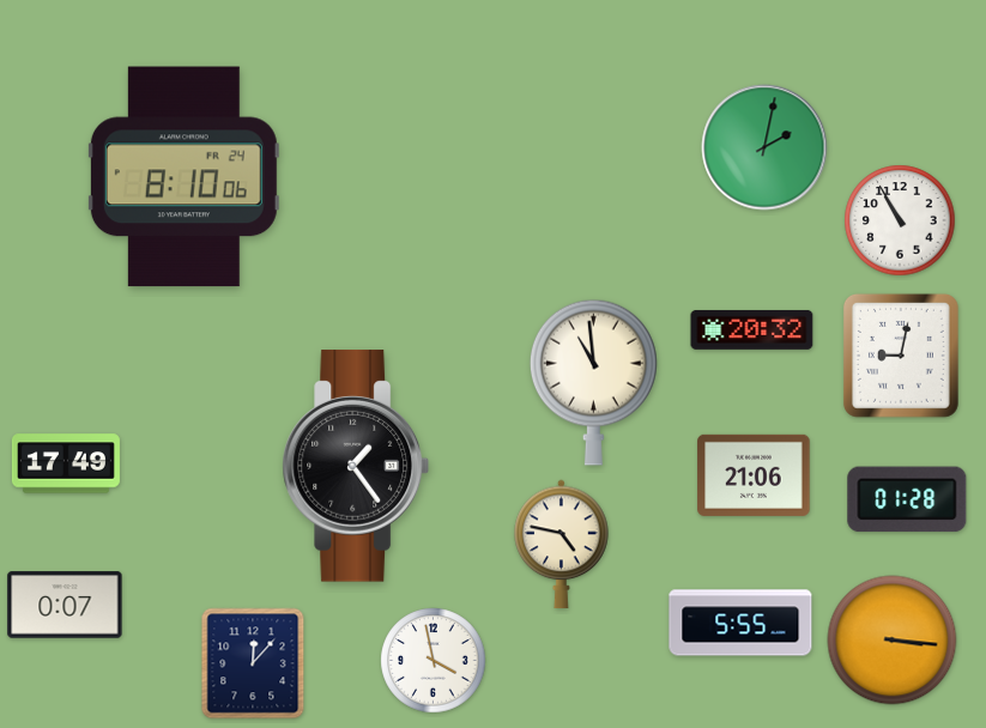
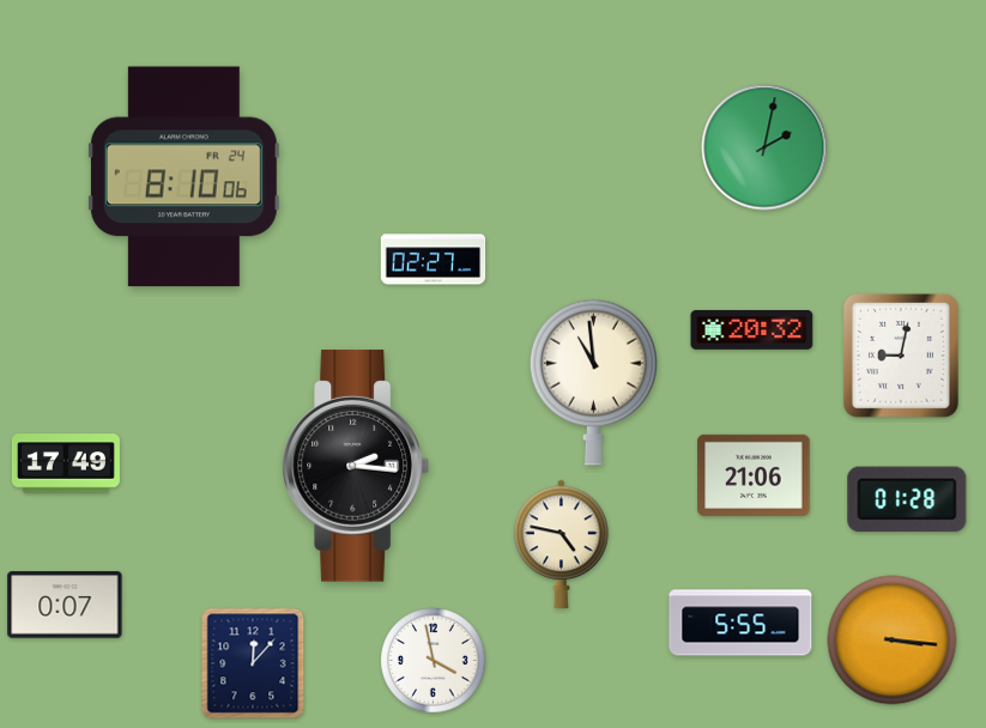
clock at (900, 220): 10:55 -> none
clock at (434, 260): none -> 02:27
clock at (356, 466): 1:24 -> 2:16
